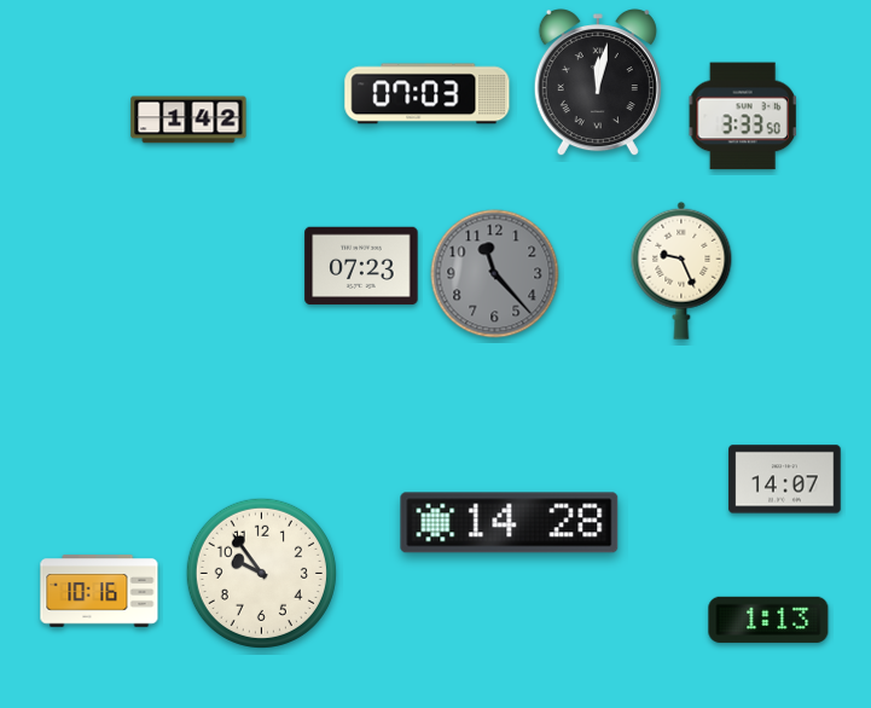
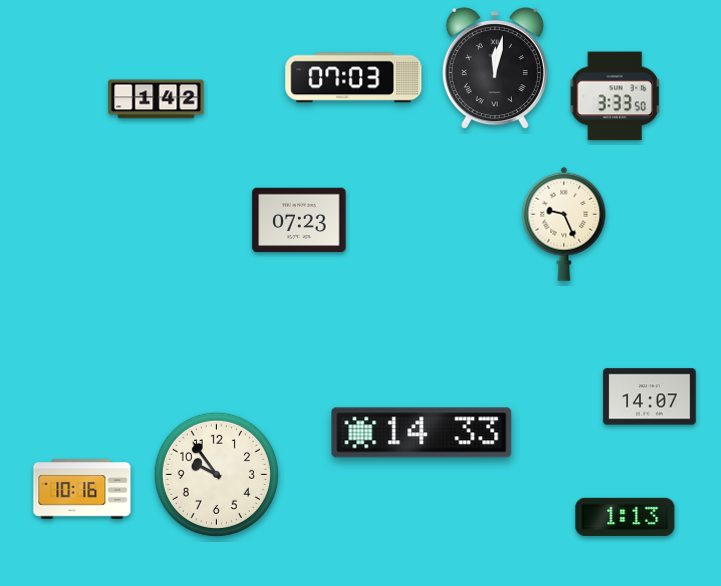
clock at (495, 274): 11:23 -> none
clock at (510, 523): 14:28 -> 14:33
clock at (768, 620) position: (768, 620) -> (625, 517)
